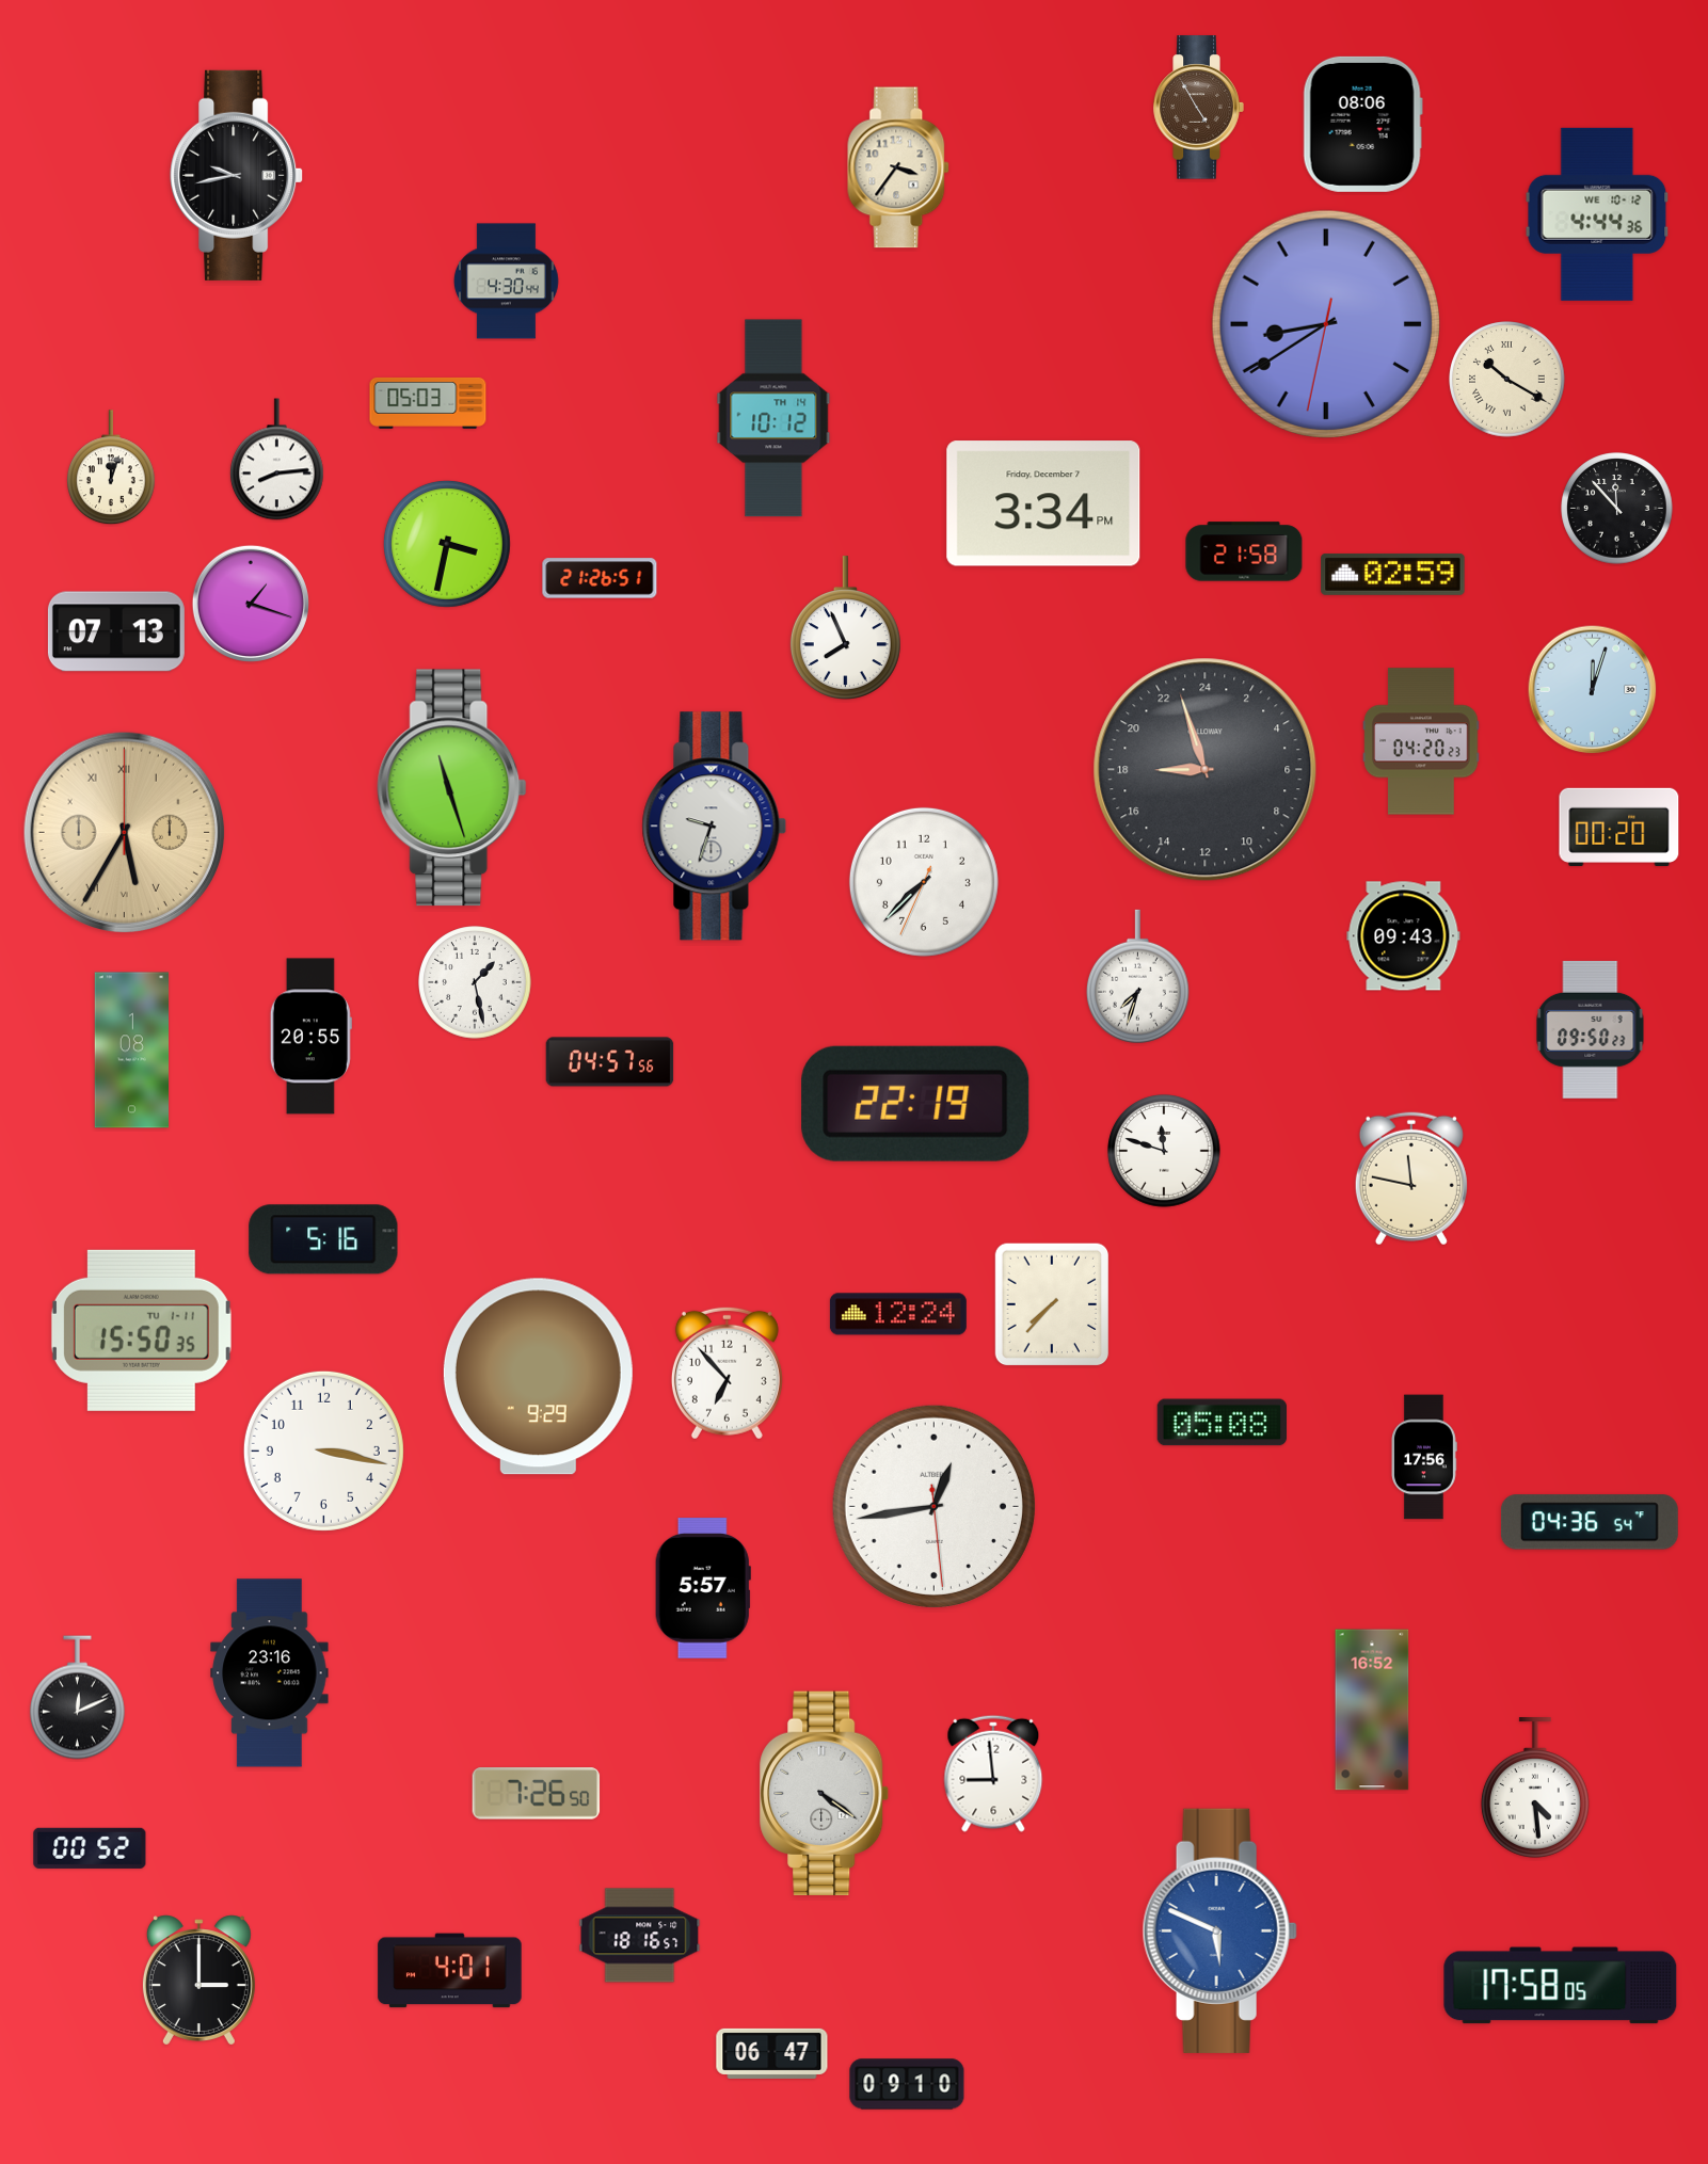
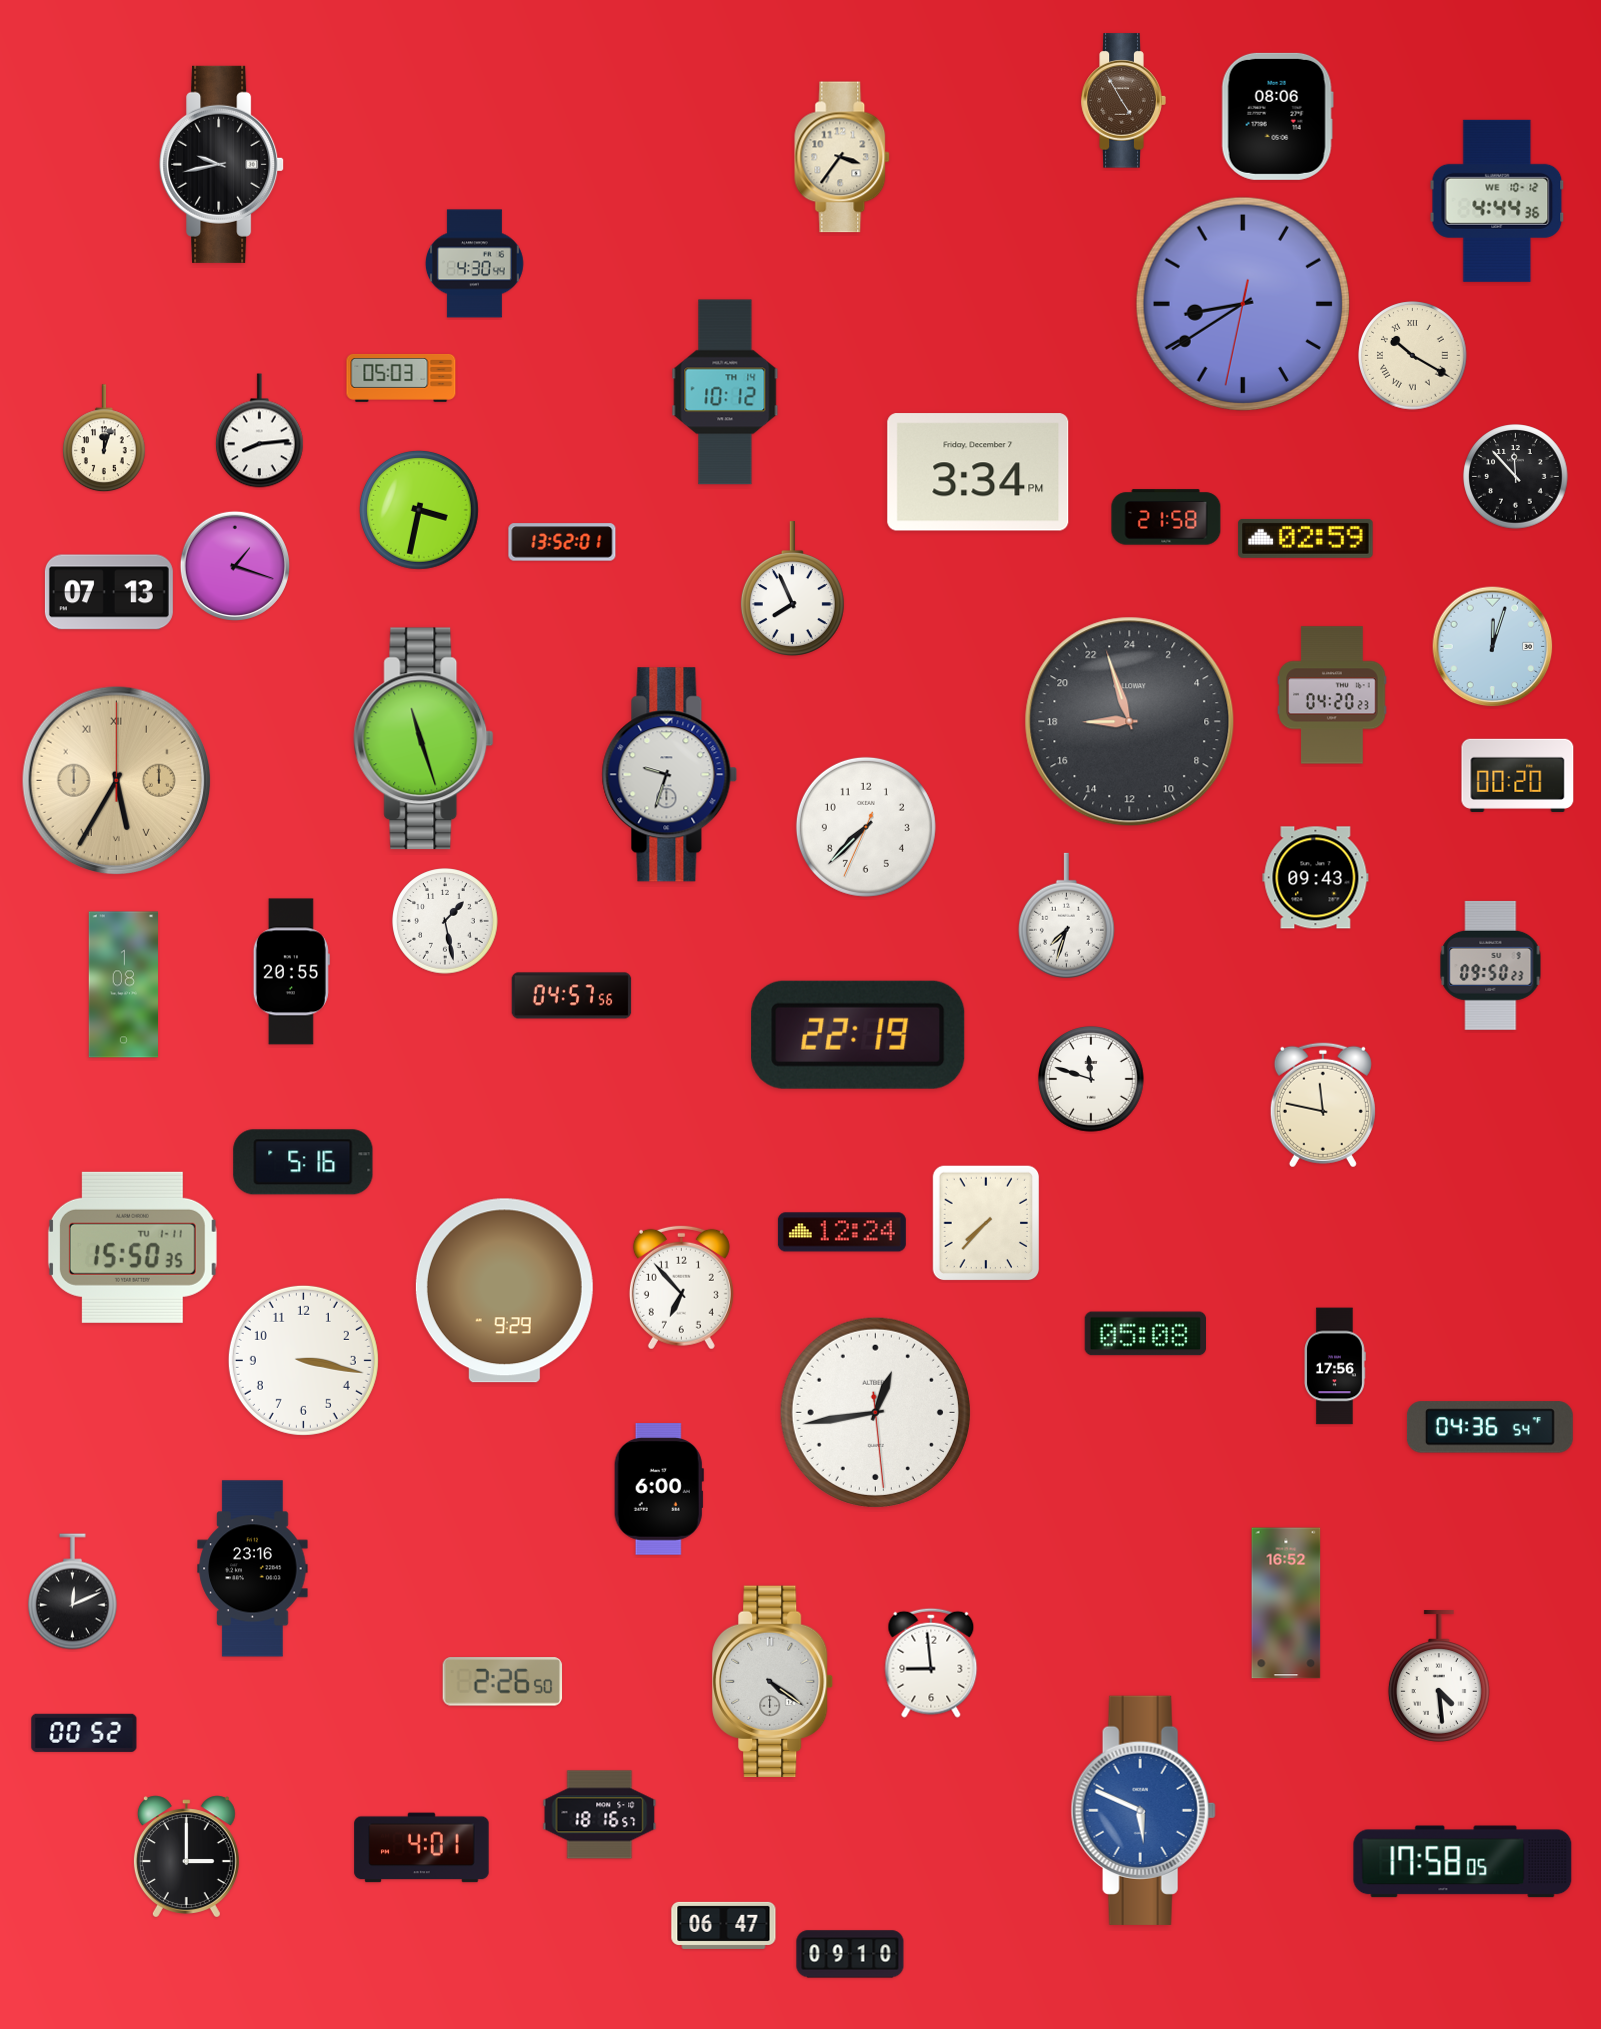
clock at (600, 578): 21:26 -> 13:52
clock at (703, 1588): 5:57 -> 6:00
clock at (537, 1794): 7:26 -> 2:26
